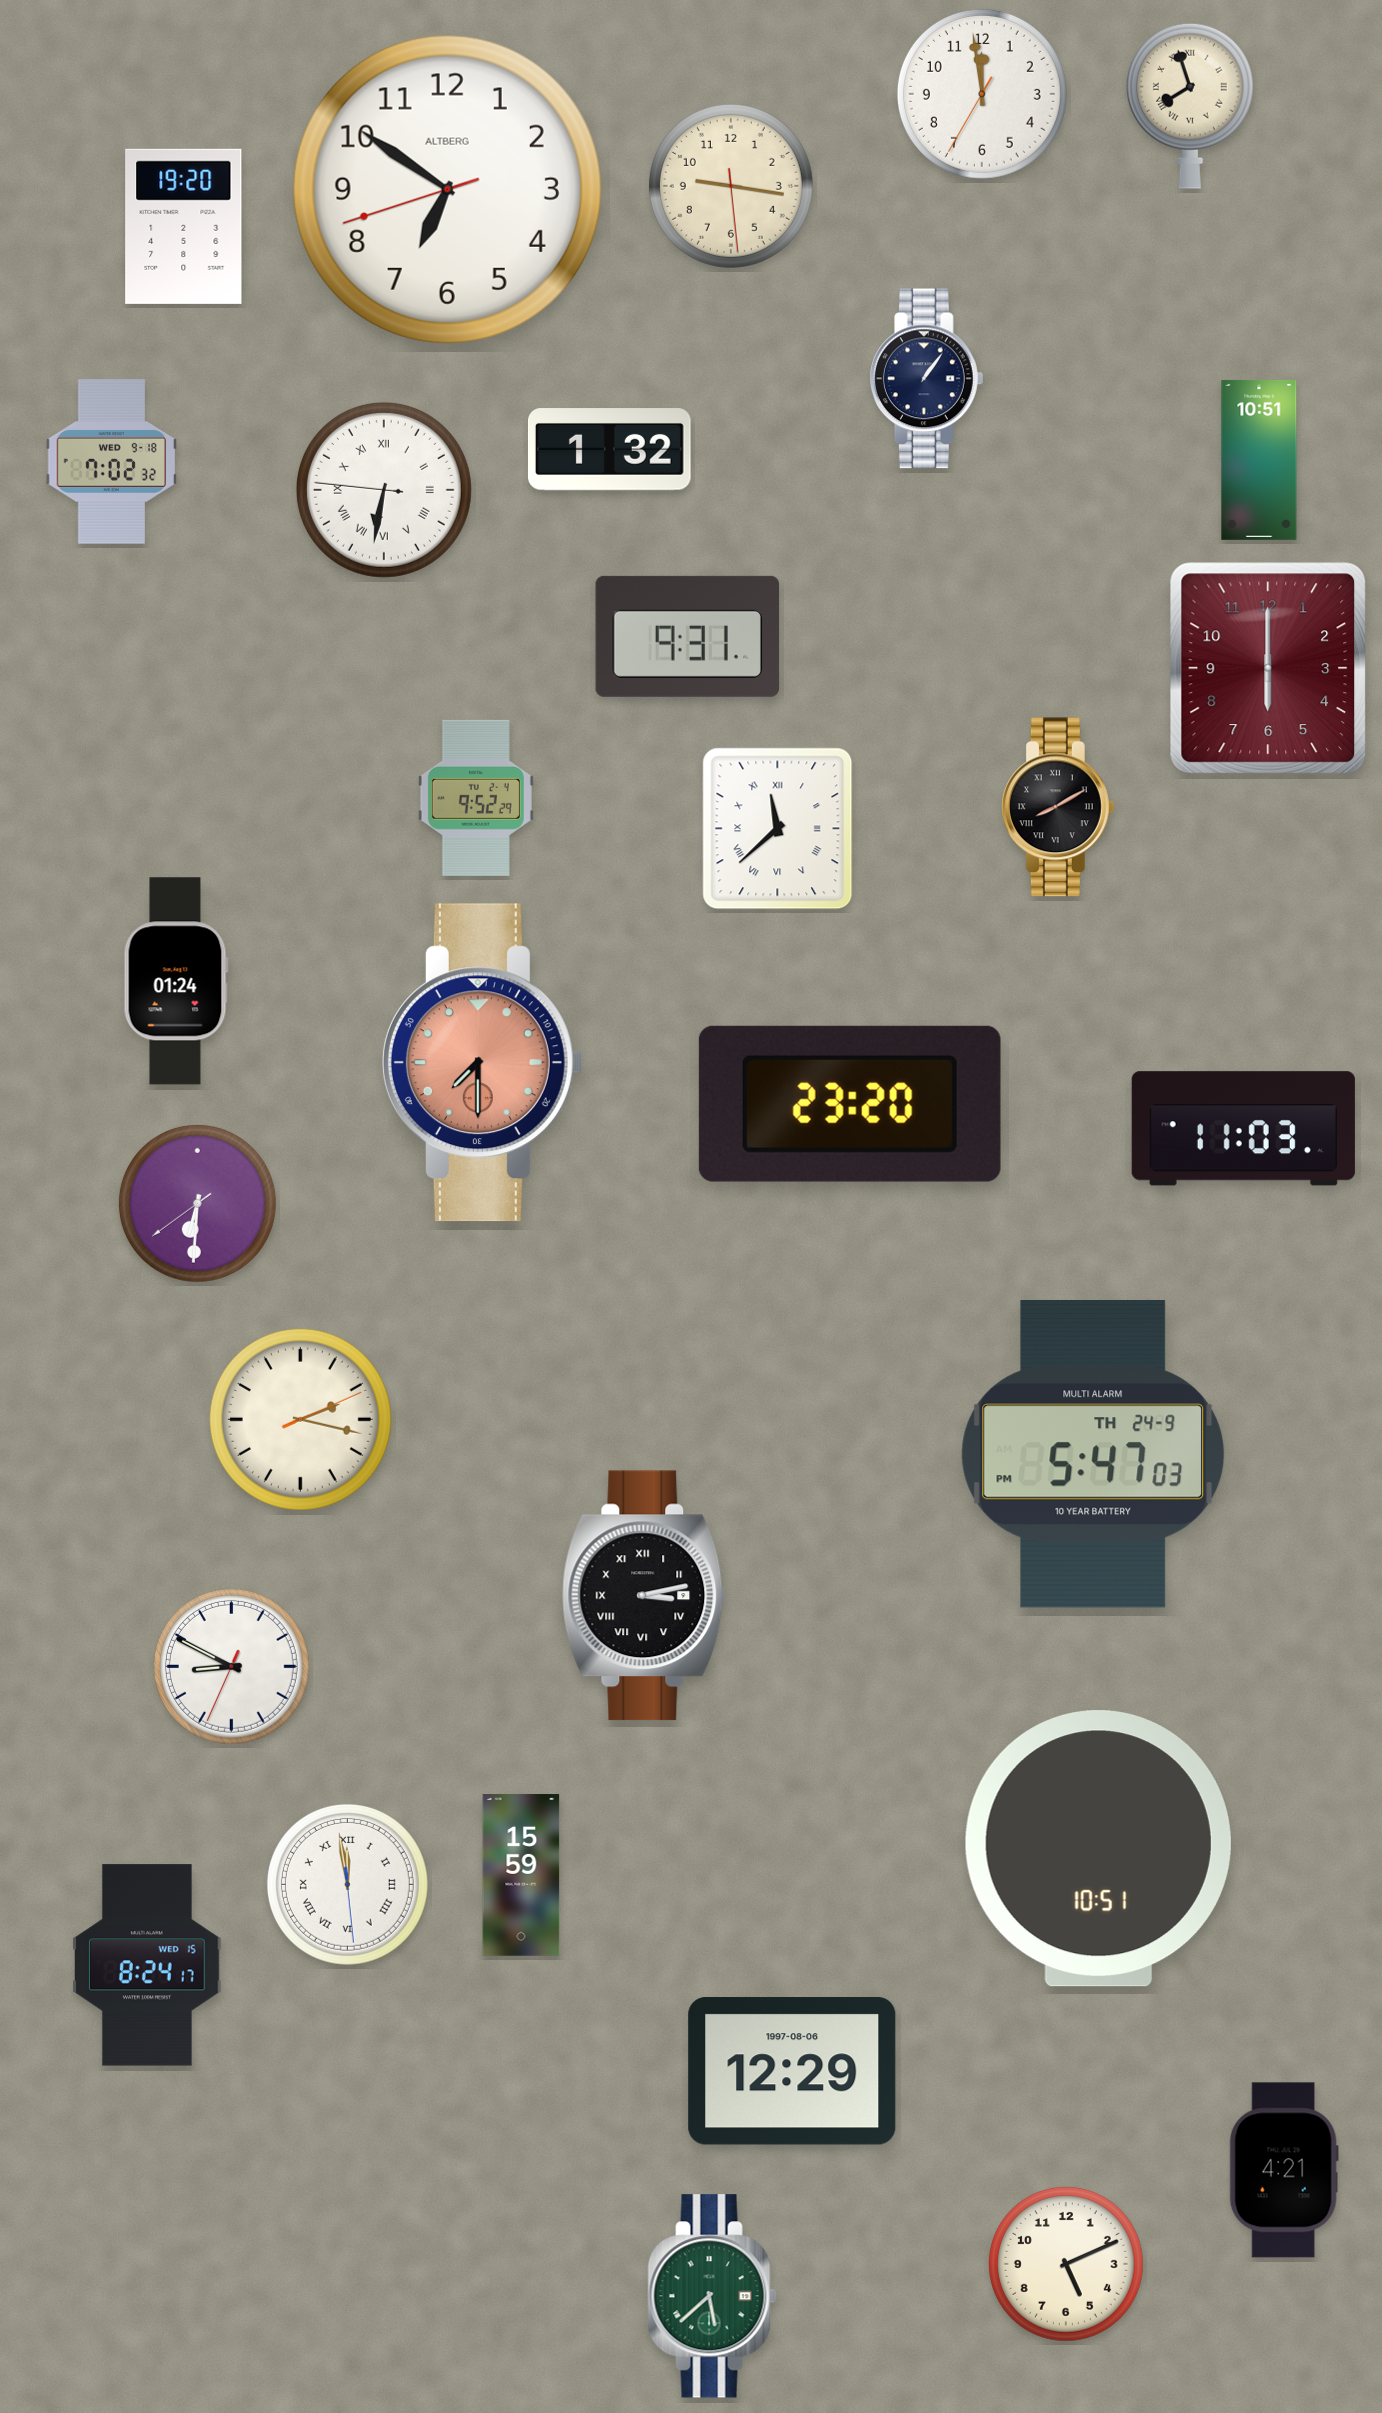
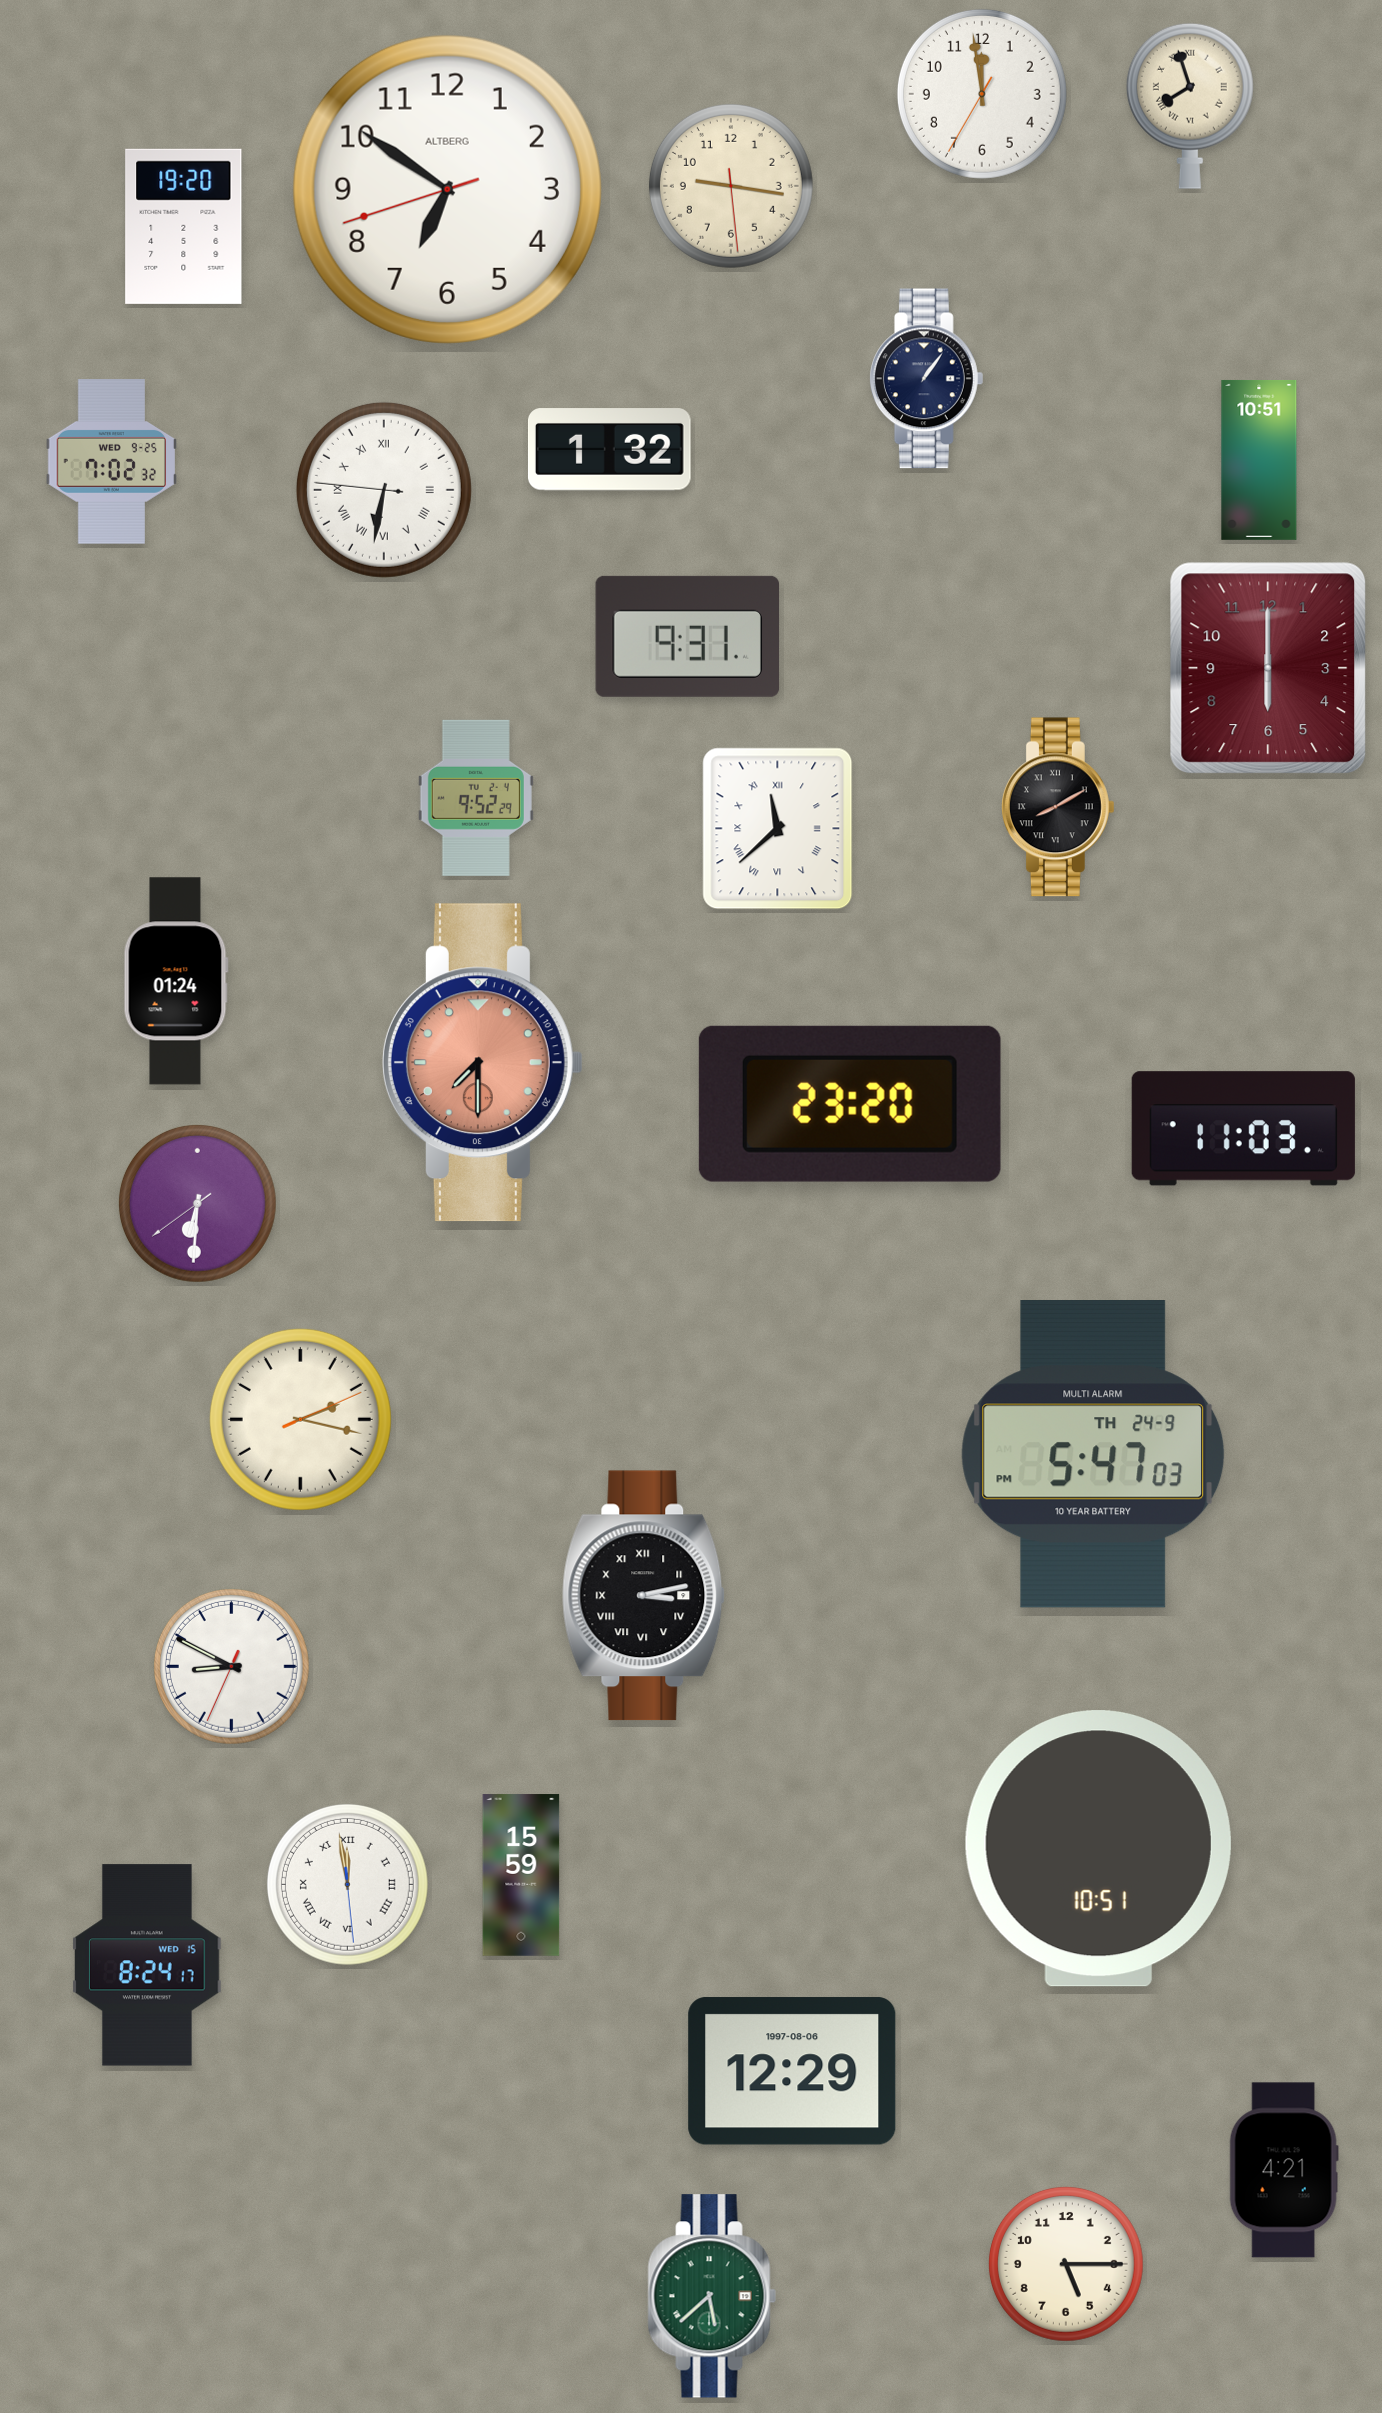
clock at (111, 462) date: WED 9-18 -> WED 9-25
clock at (1066, 2264): 5:11 -> 5:15
